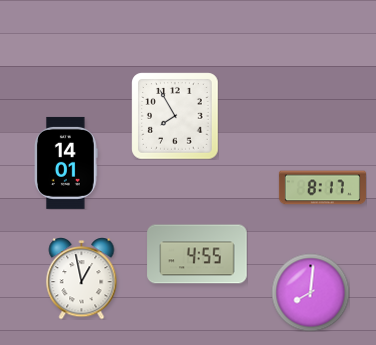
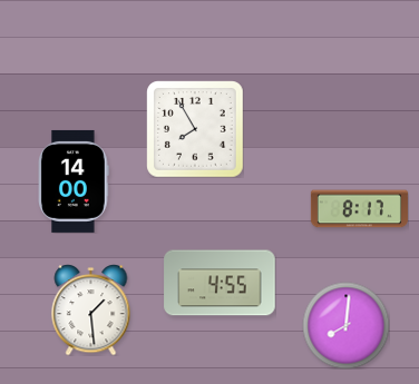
clock at (67, 163): 14:01 -> 14:00
clock at (82, 279): 12:58 -> 1:29
